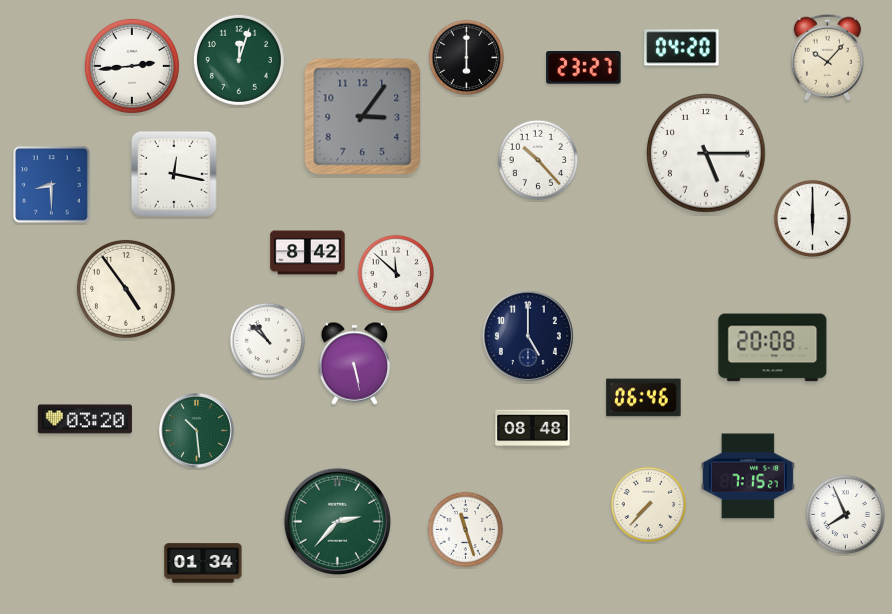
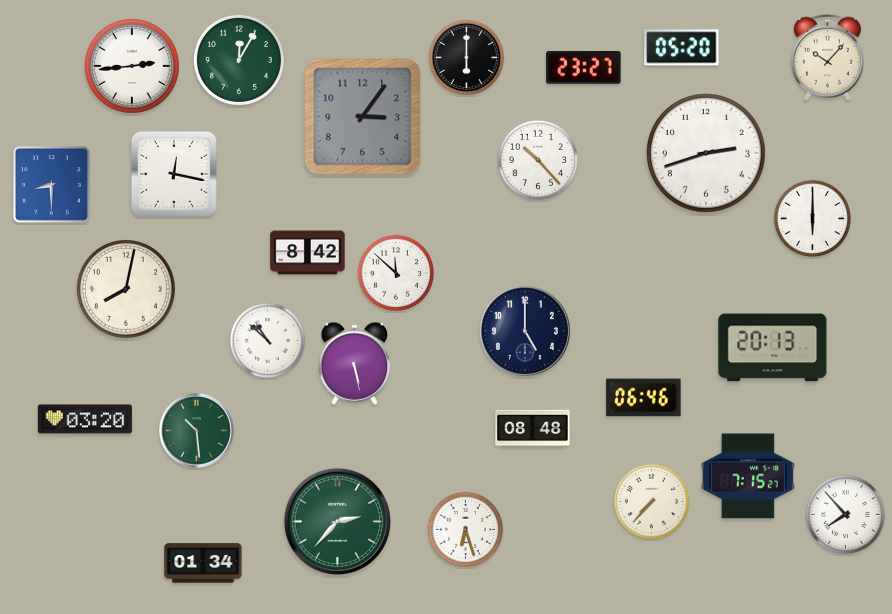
clock at (682, 48): 04:20 -> 05:20
clock at (239, 60): 12:03 -> 12:05
clock at (706, 153): 5:15 -> 2:42
clock at (126, 289): 4:54 -> 8:02
clock at (528, 336) position: (528, 336) -> (525, 331)
clock at (773, 348): 20:08 -> 20:13
clock at (648, 504) position: (648, 504) -> (651, 501)
clock at (845, 514): 7:56 -> 7:53
clock at (465, 529): 11:27 -> 6:27
